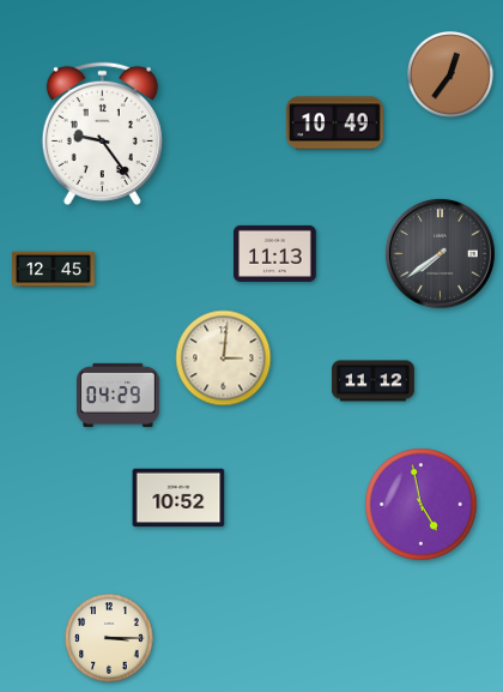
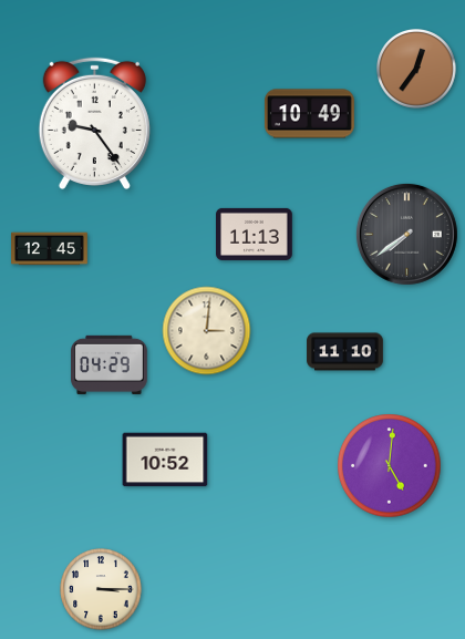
clock at (374, 381): 11:12 -> 11:10
clock at (422, 505): 4:58 -> 5:01
